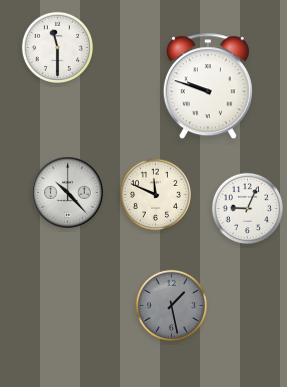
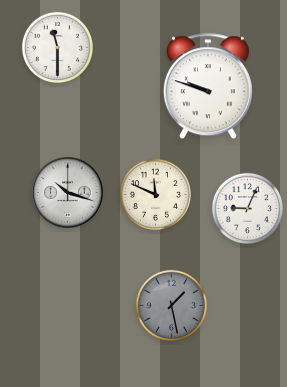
clock at (68, 193): 10:23 -> 10:18
